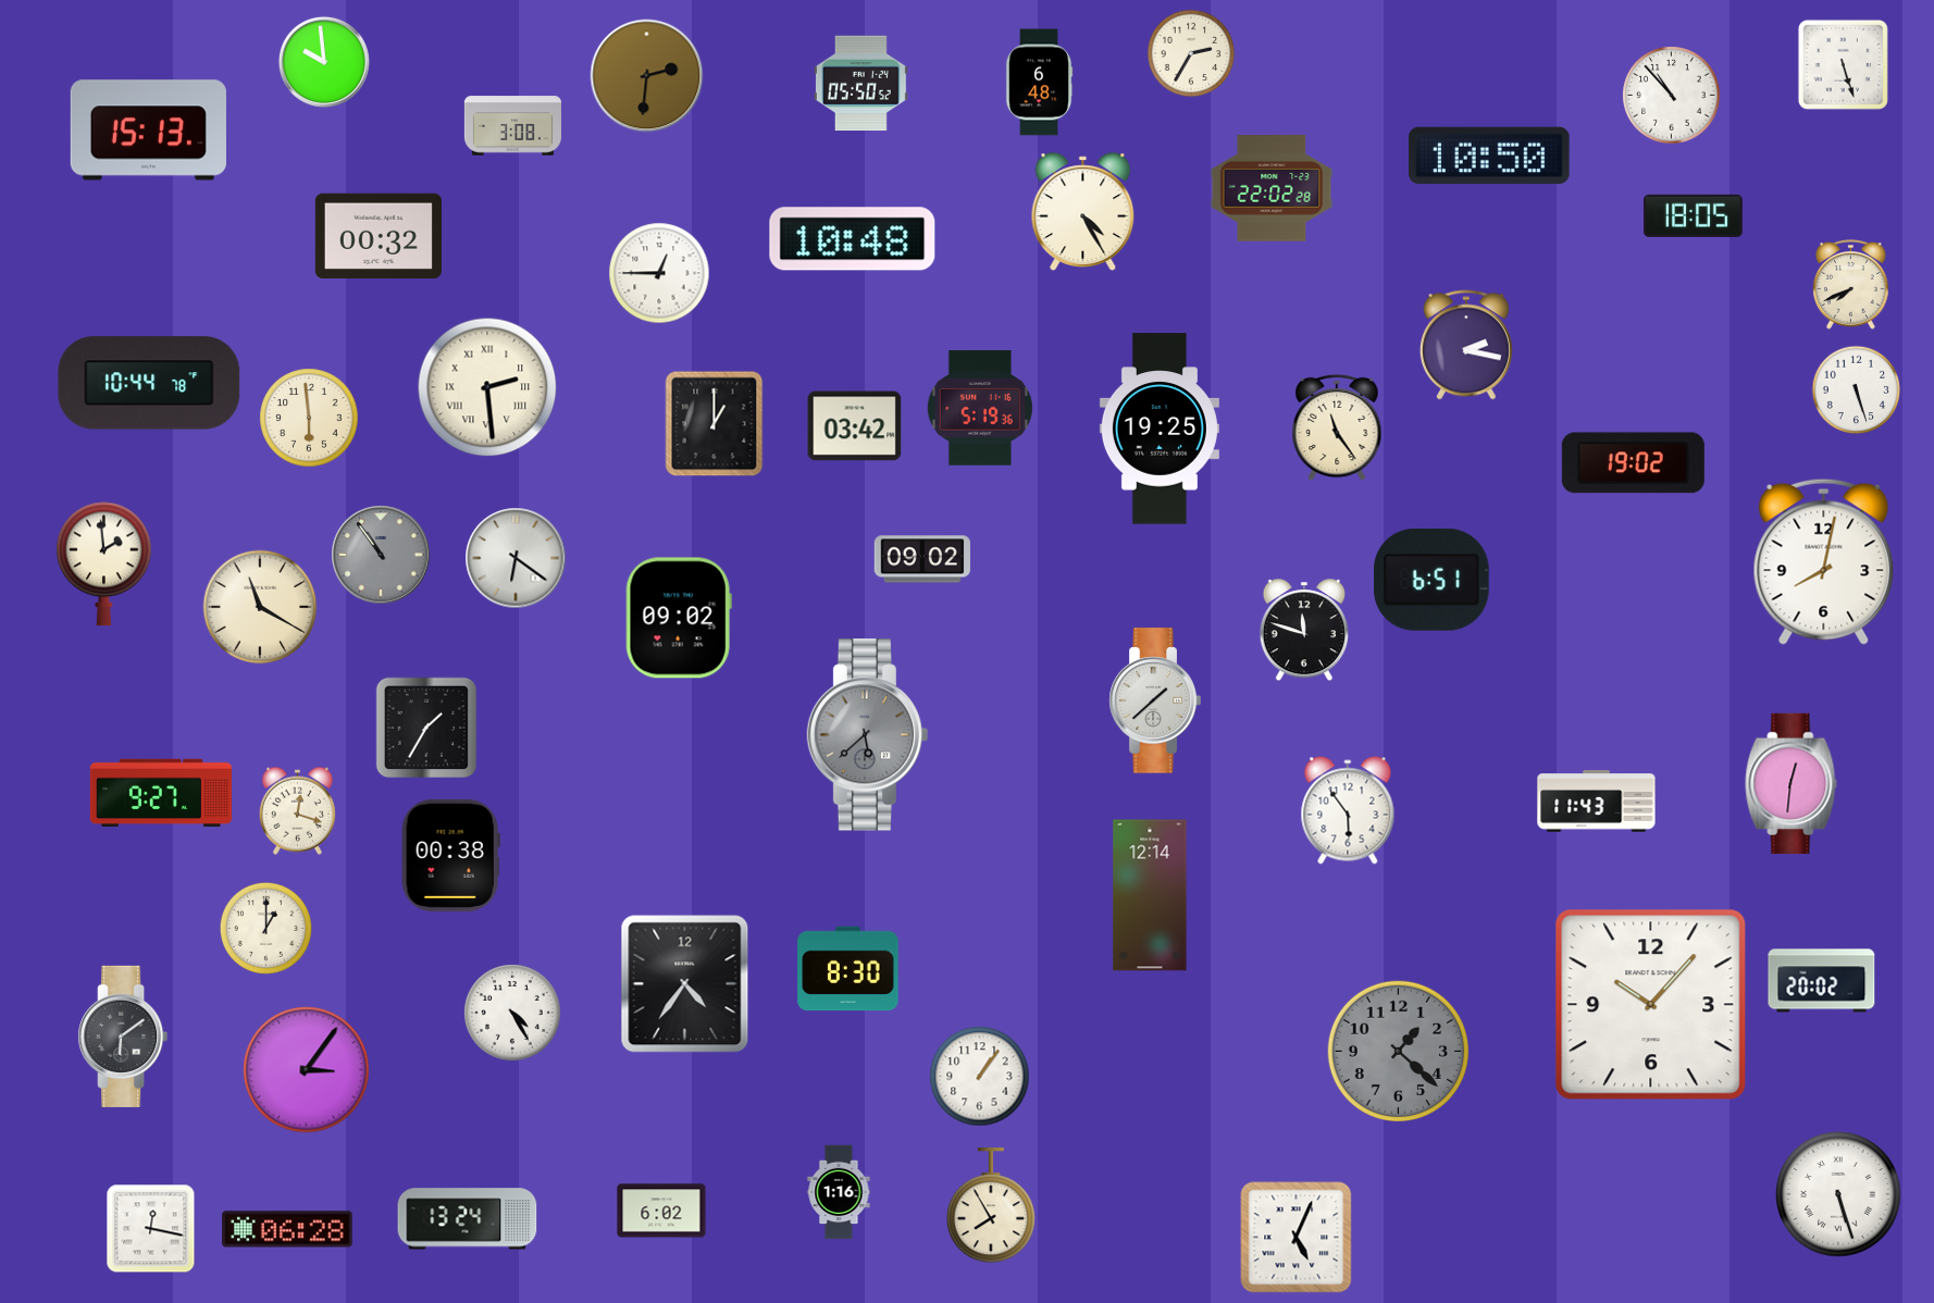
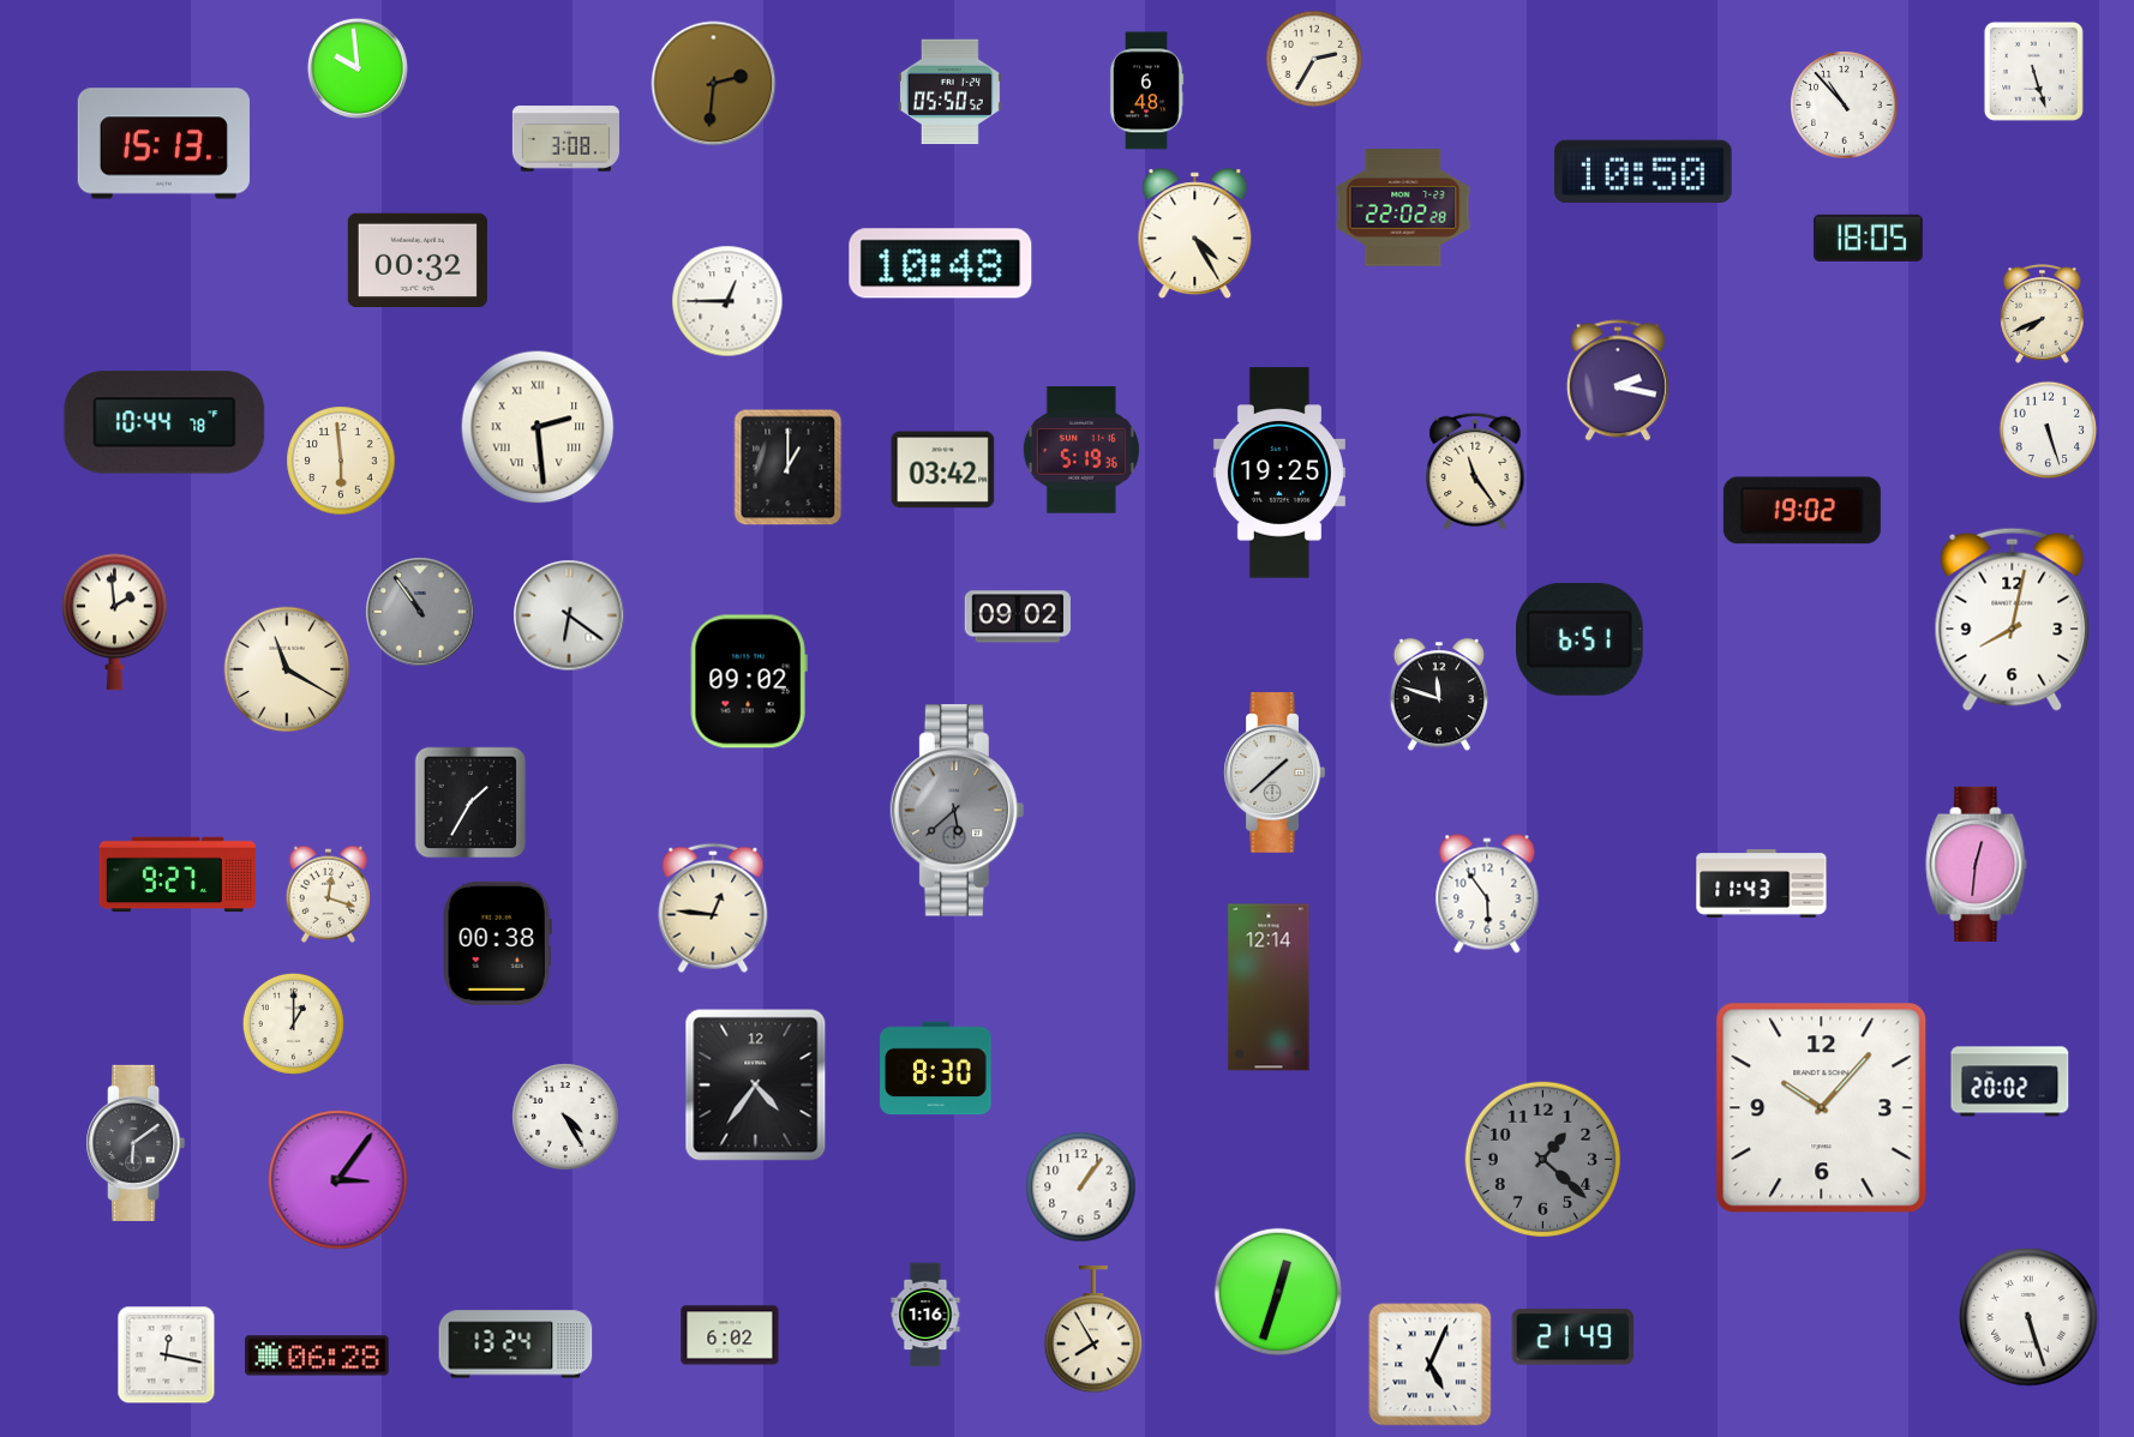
clock at (713, 908): none -> 12:46
clock at (1277, 1291): none -> 12:33
clock at (1572, 1337): none -> 21:49
